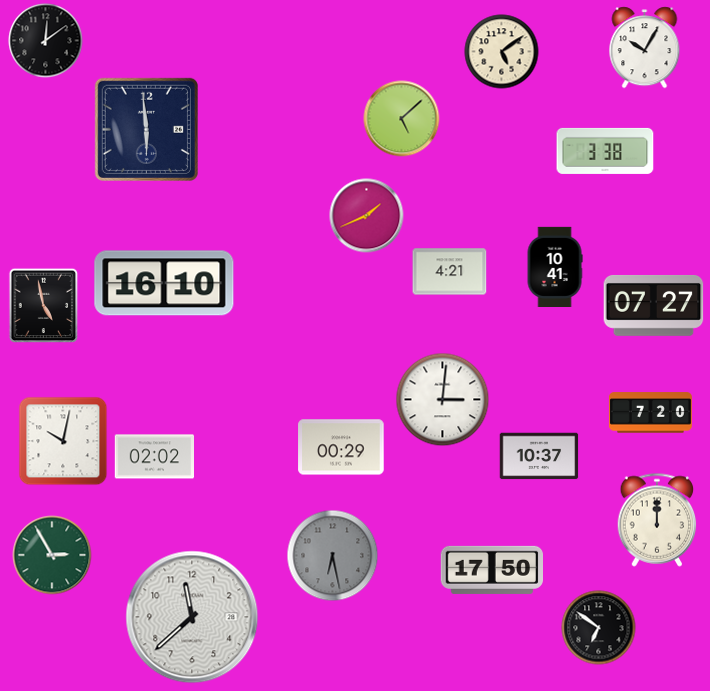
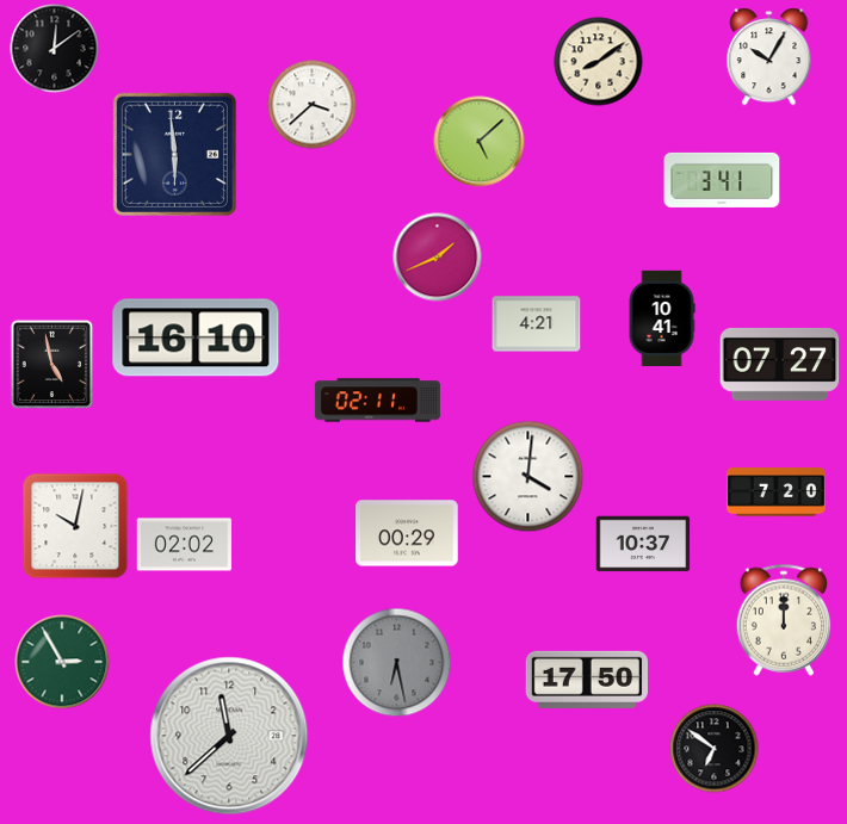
clock at (502, 52): 5:09 -> 8:09
clock at (313, 105): none -> 3:38
clock at (605, 151): 3:38 -> 3:41
clock at (377, 401): none -> 02:11
clock at (443, 400): 3:01 -> 4:01
